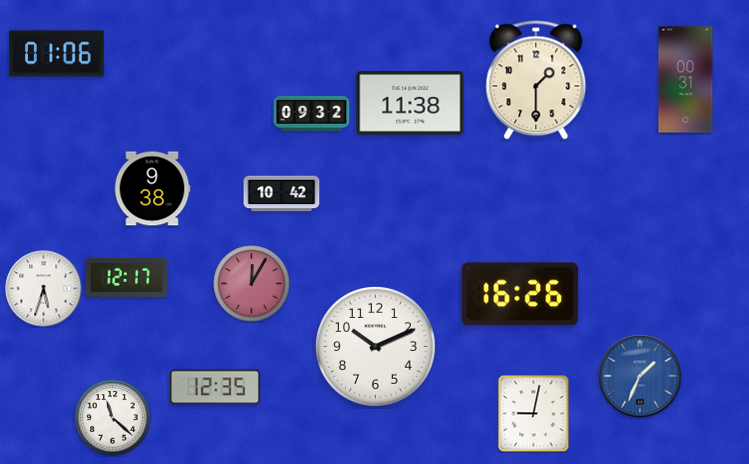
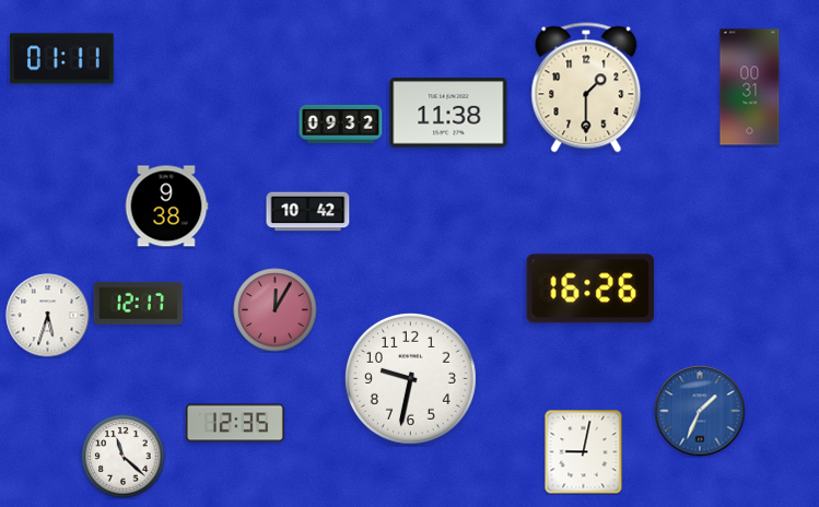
clock at (57, 54): 01:06 -> 01:11
clock at (520, 294) position: (520, 294) -> (590, 288)
clock at (375, 346): 10:11 -> 9:32
